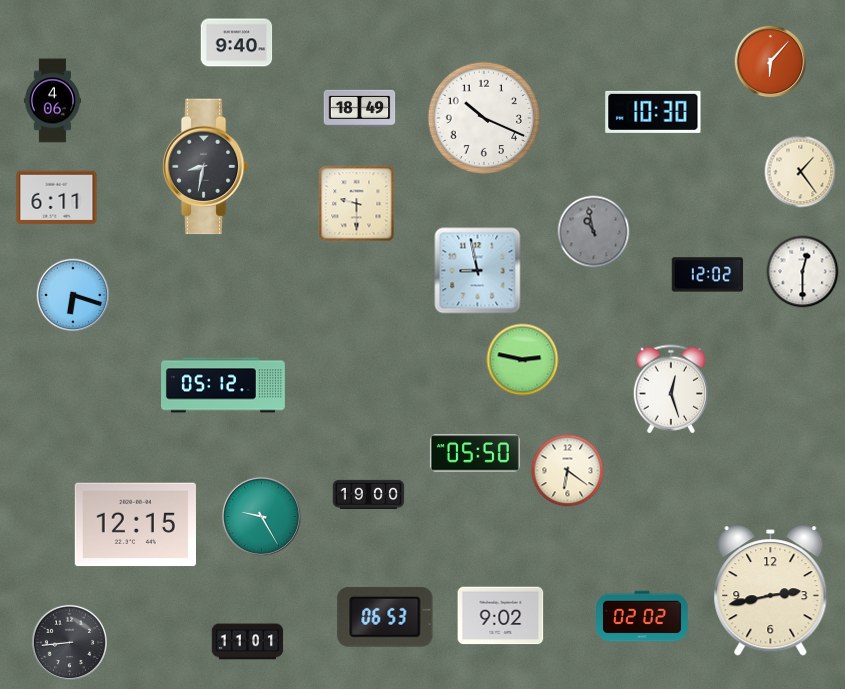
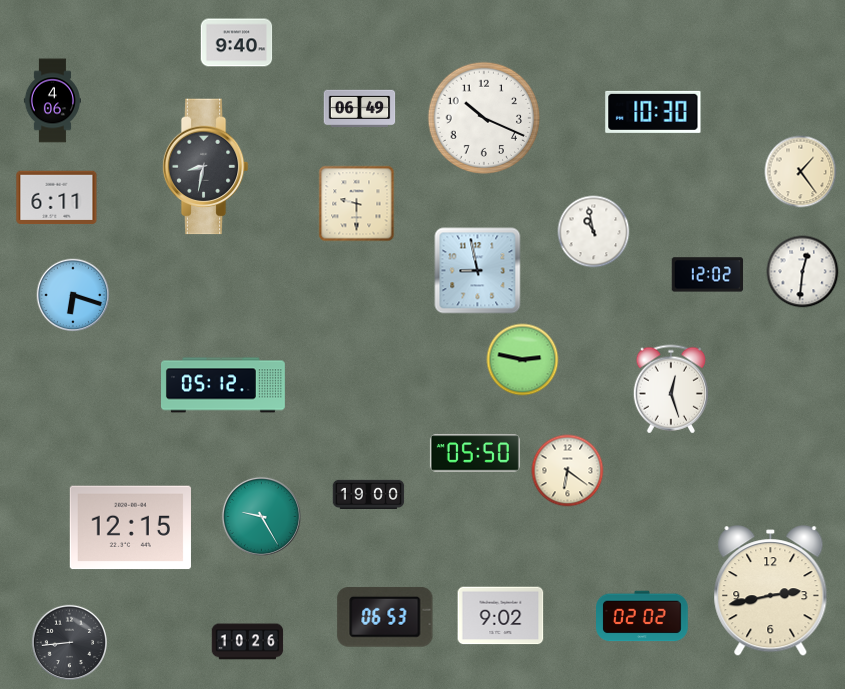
clock at (771, 62): 6:07 -> none
clock at (360, 109): 18:49 -> 06:49
clock at (594, 232) dial: grey -> white
clock at (803, 272): 12:30 -> 12:31
clock at (135, 525) position: (135, 525) -> (130, 528)
clock at (248, 642): 11:01 -> 10:26
